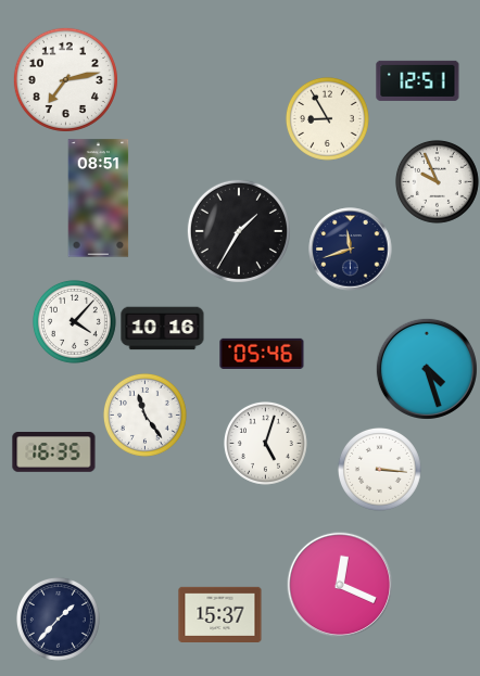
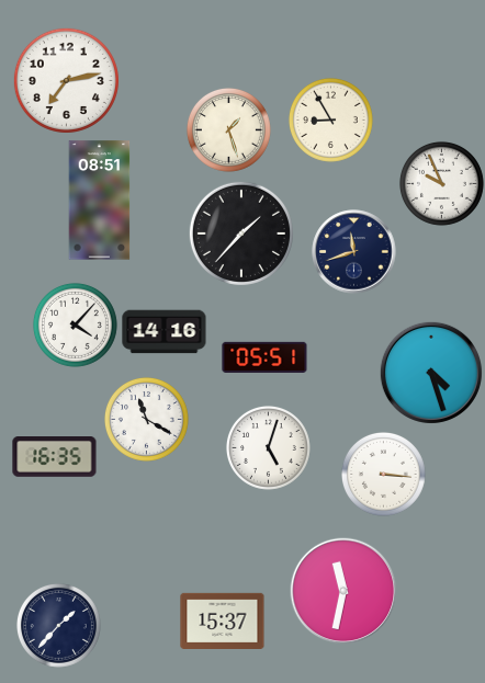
clock at (418, 80): 12:51 -> none
clock at (228, 129): none -> 1:27
clock at (239, 231): 1:35 -> 1:37
clock at (163, 329): 10:16 -> 14:16
clock at (262, 354): 05:46 -> 05:51
clock at (144, 414): 11:24 -> 11:20
clock at (340, 585): 12:19 -> 11:32
